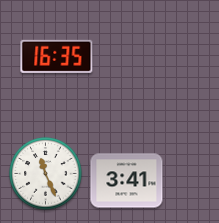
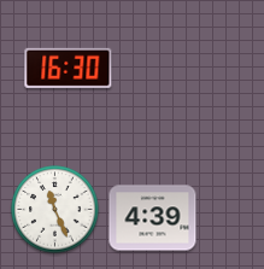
clock at (57, 56): 16:35 -> 16:30
clock at (127, 181): 3:41 -> 4:39
